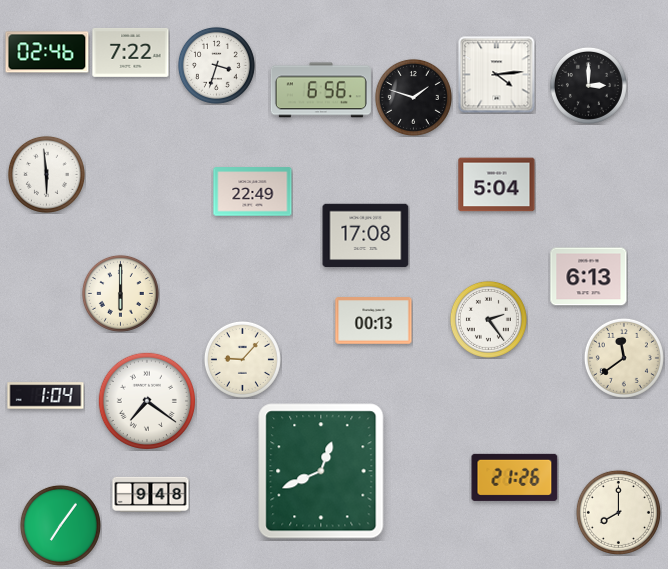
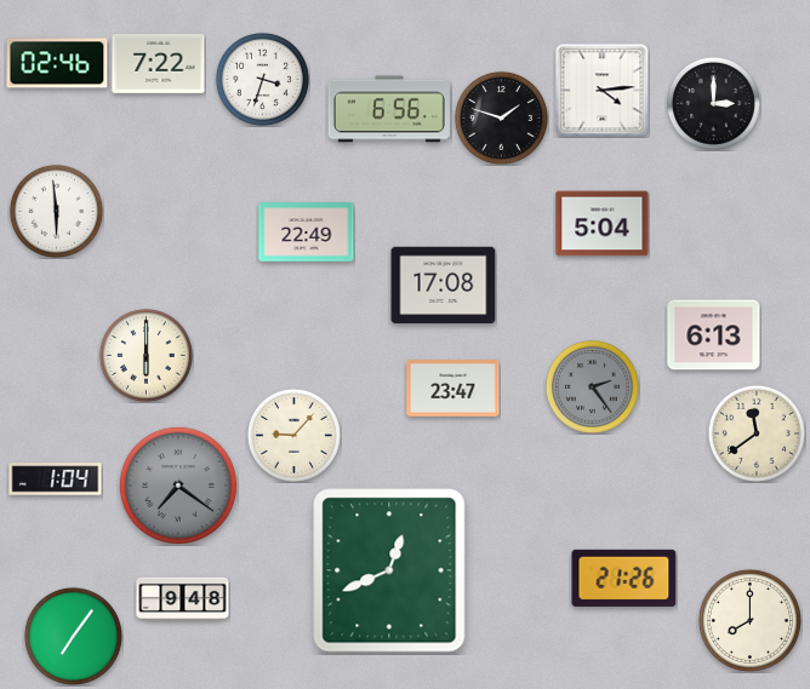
clock at (488, 319) dial: white -> grey
clock at (374, 321): 00:13 -> 23:47
clock at (146, 400) dial: white -> grey
